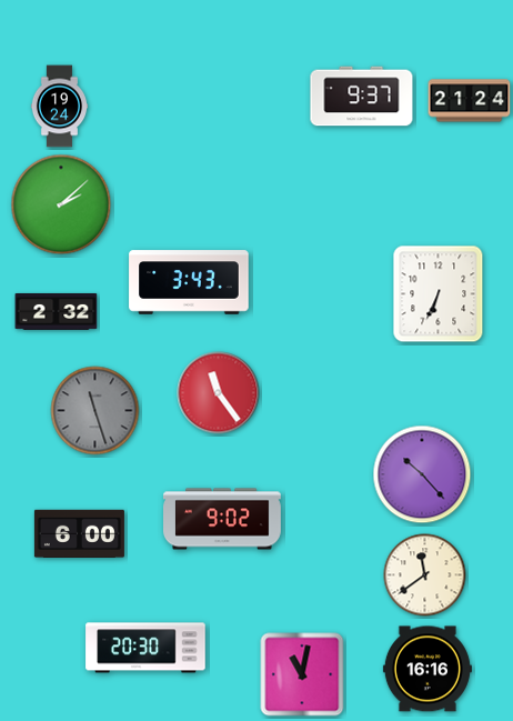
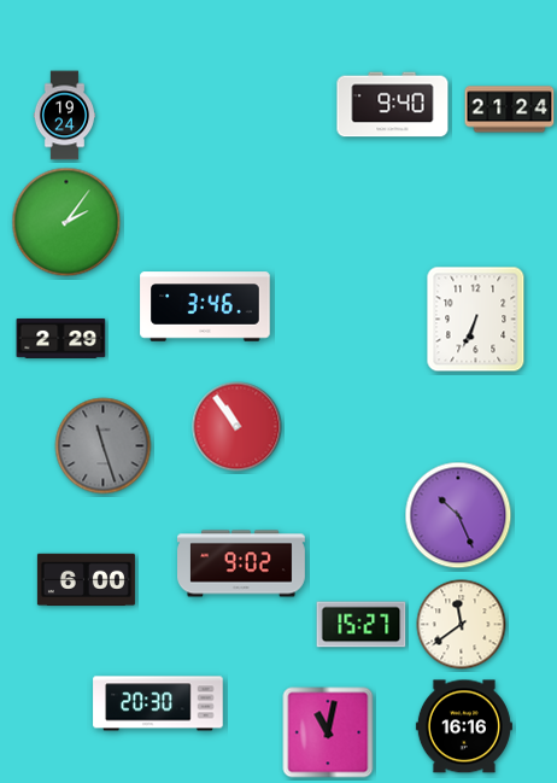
clock at (362, 97): 9:37 -> 9:40
clock at (61, 204): 2:08 -> 2:06
clock at (189, 282): 3:43 -> 3:46
clock at (57, 311): 2:32 -> 2:29
clock at (219, 393): 11:24 -> 10:54
clock at (422, 474): 10:23 -> 10:26
clock at (362, 625): none -> 15:27
